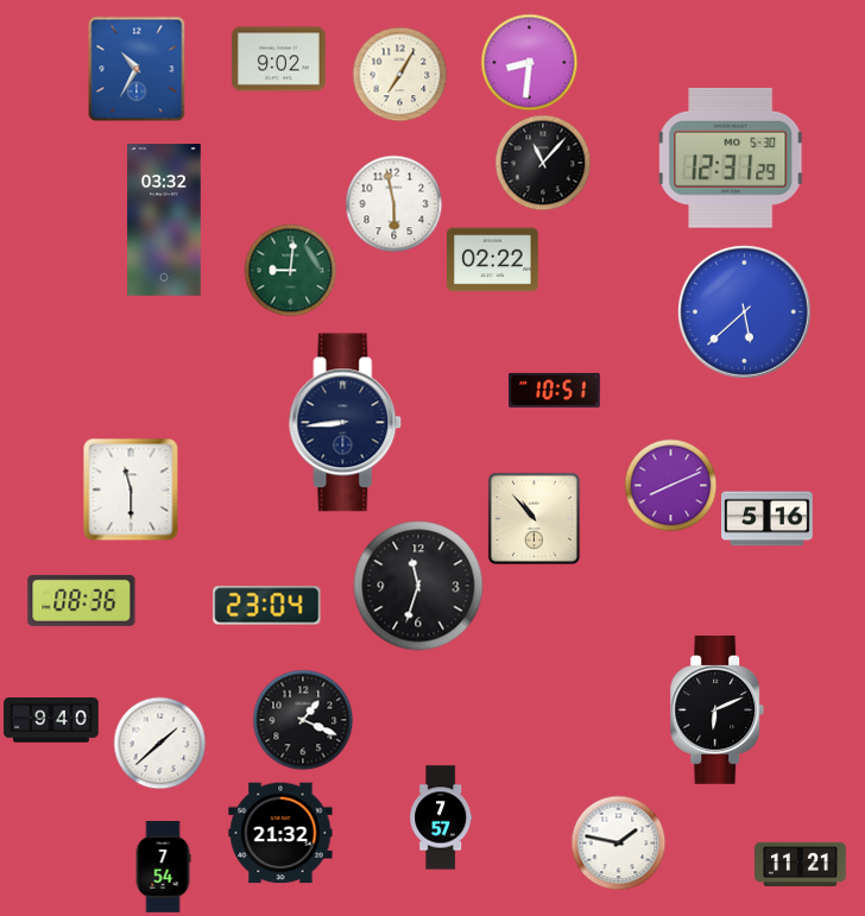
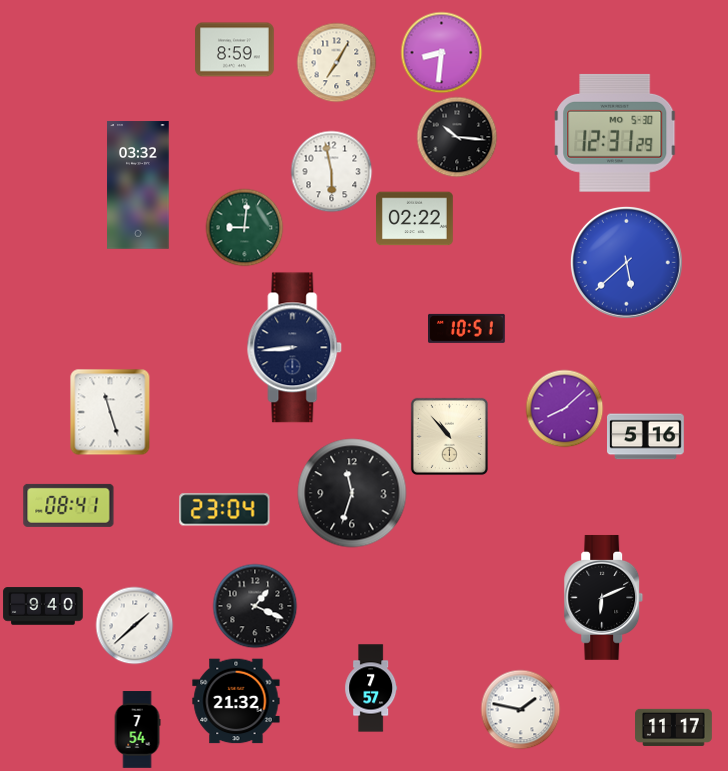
clock at (279, 59): 9:02 -> 8:59
clock at (529, 62) position: (529, 62) -> (441, 52)
clock at (137, 69): 10:35 -> none
clock at (543, 163): 11:07 -> 10:16
clock at (346, 423) position: (346, 423) -> (295, 348)
clock at (670, 485): 8:11 -> 8:08
clock at (131, 489): 11:30 -> 11:27
clock at (82, 600): 08:36 -> 08:41
clock at (801, 864): 11:21 -> 11:17
